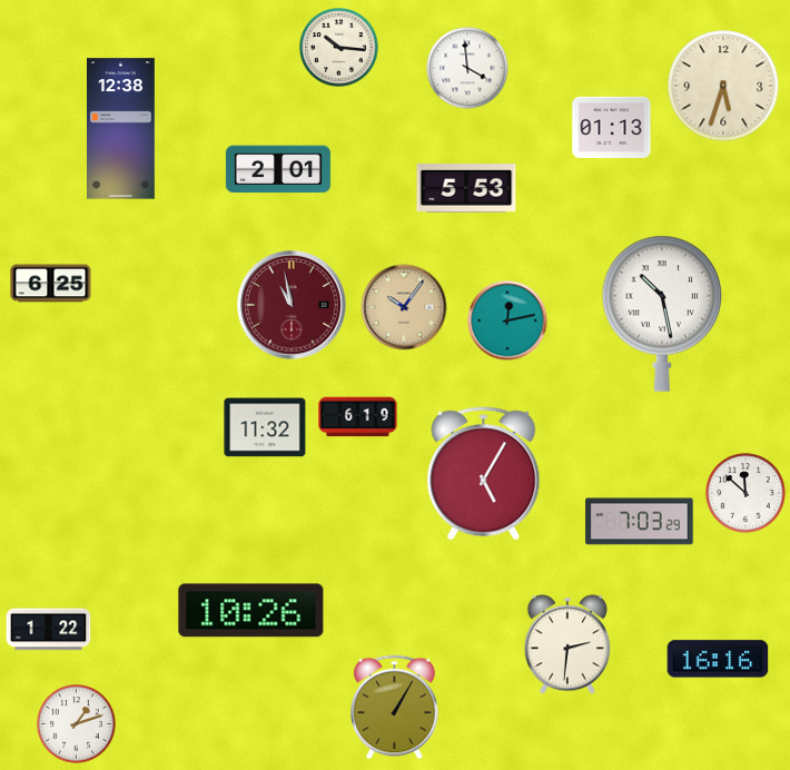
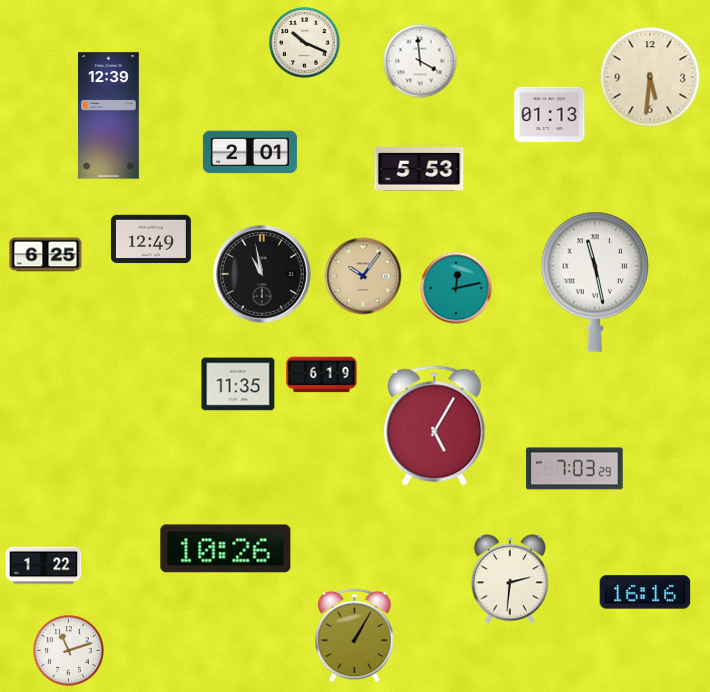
clock at (339, 48): 10:16 -> 10:19
clock at (723, 86): 5:33 -> 5:31
clock at (121, 129): 12:38 -> 12:39
clock at (151, 239): none -> 12:49
clock at (293, 306) dial: burgundy -> black
clock at (661, 314): 10:28 -> 11:28
clock at (265, 427): 11:32 -> 11:35
clock at (745, 493): 11:52 -> none
clock at (77, 724): 1:12 -> 11:12
